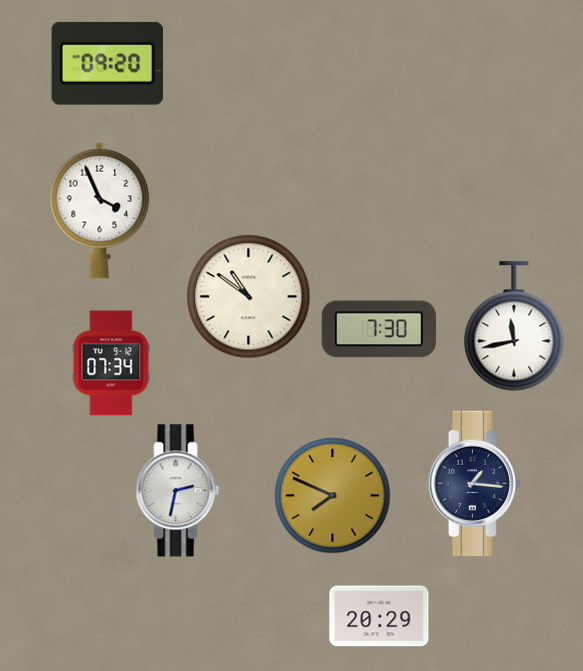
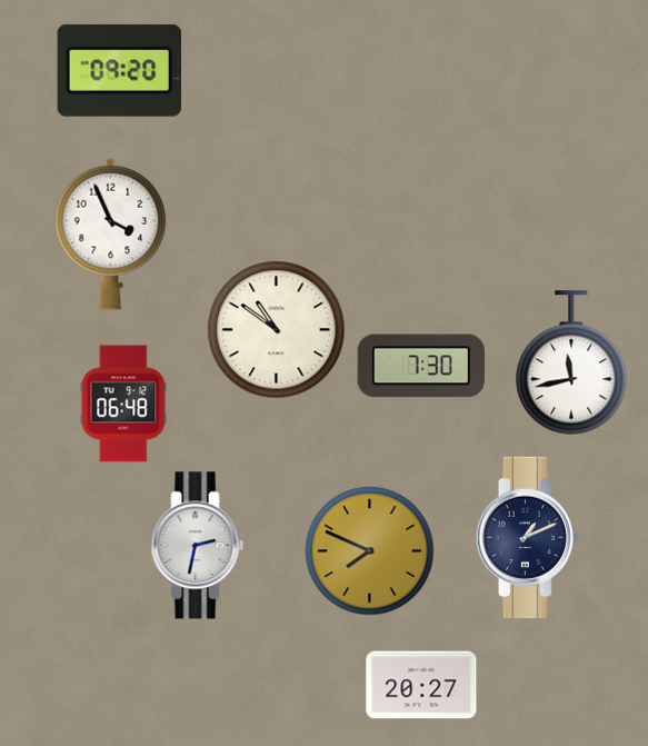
clock at (111, 363): 07:34 -> 06:48
clock at (474, 484): 1:16 -> 1:11
clock at (379, 616): 20:29 -> 20:27
